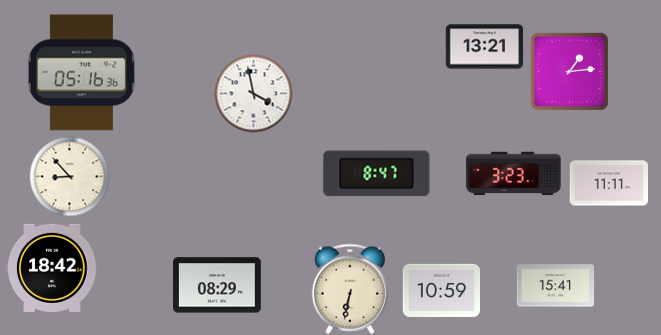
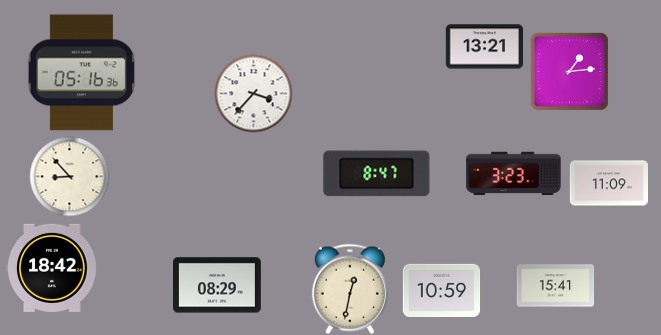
clock at (253, 93): 3:58 -> 3:37
clock at (608, 183): 11:11 -> 11:09
clock at (349, 289): 6:32 -> 12:32
